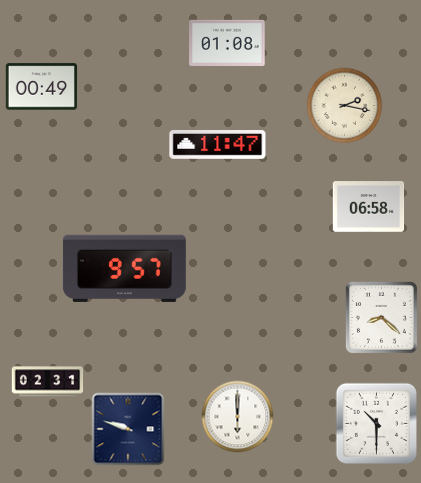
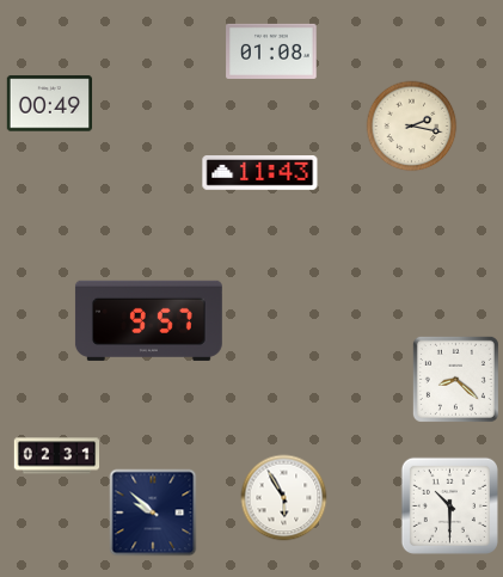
clock at (218, 145): 11:47 -> 11:43
clock at (369, 207): 06:58 -> none
clock at (238, 417): 6:00 -> 5:55
clock at (128, 429): 9:48 -> 9:52
